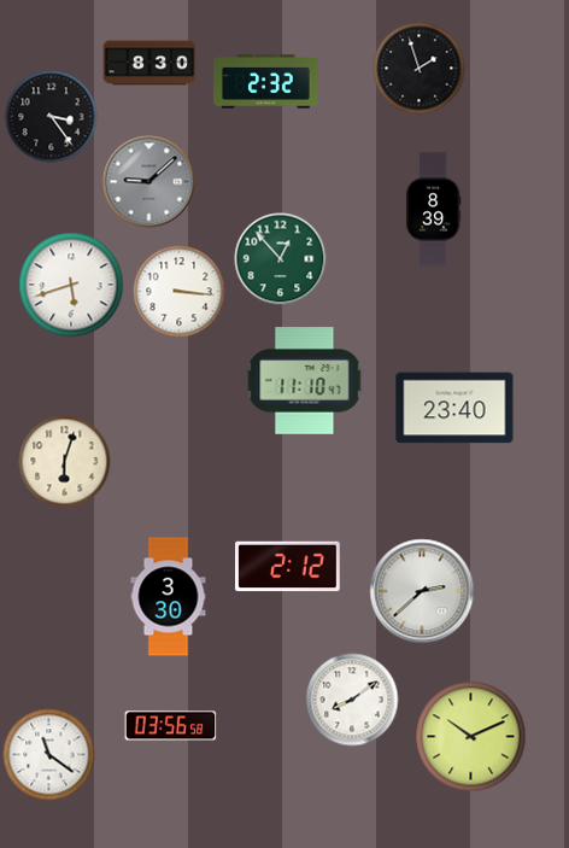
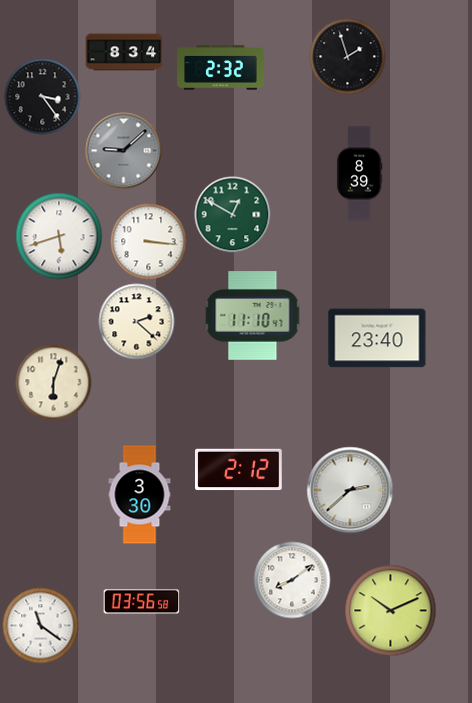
clock at (149, 63): 8:30 -> 8:34
clock at (281, 259): 12:53 -> 12:50
clock at (137, 322): none -> 2:22
